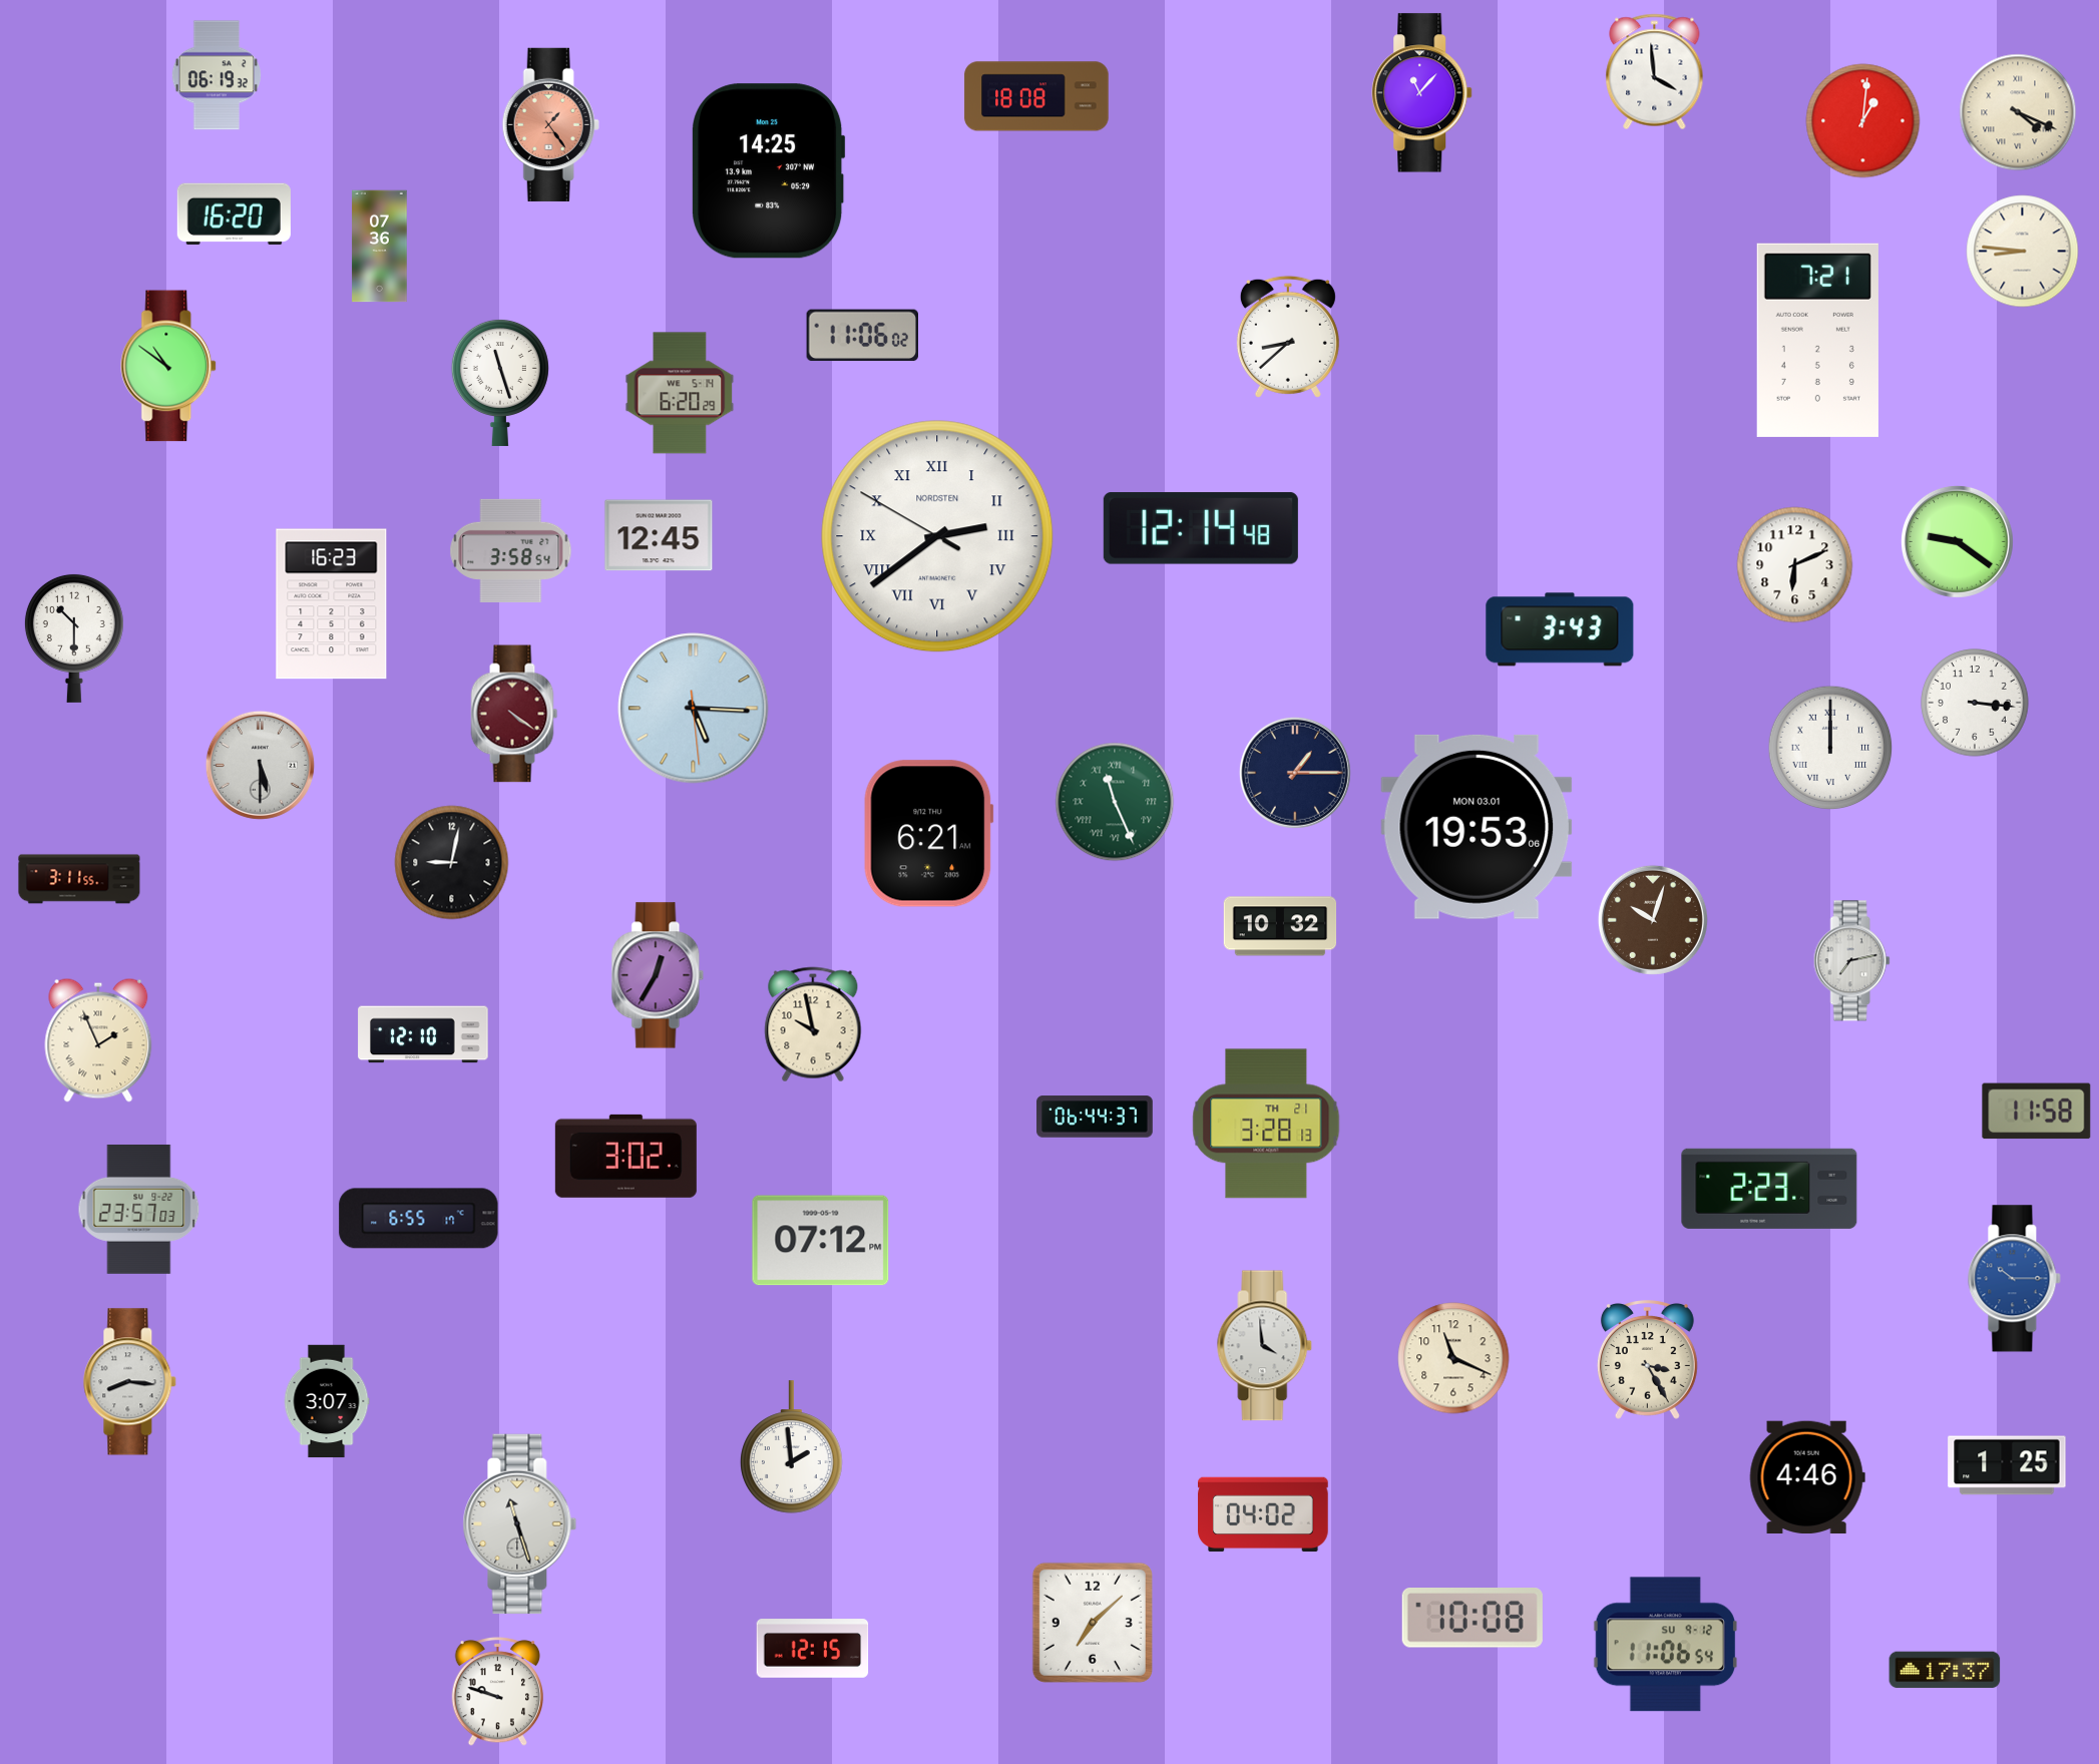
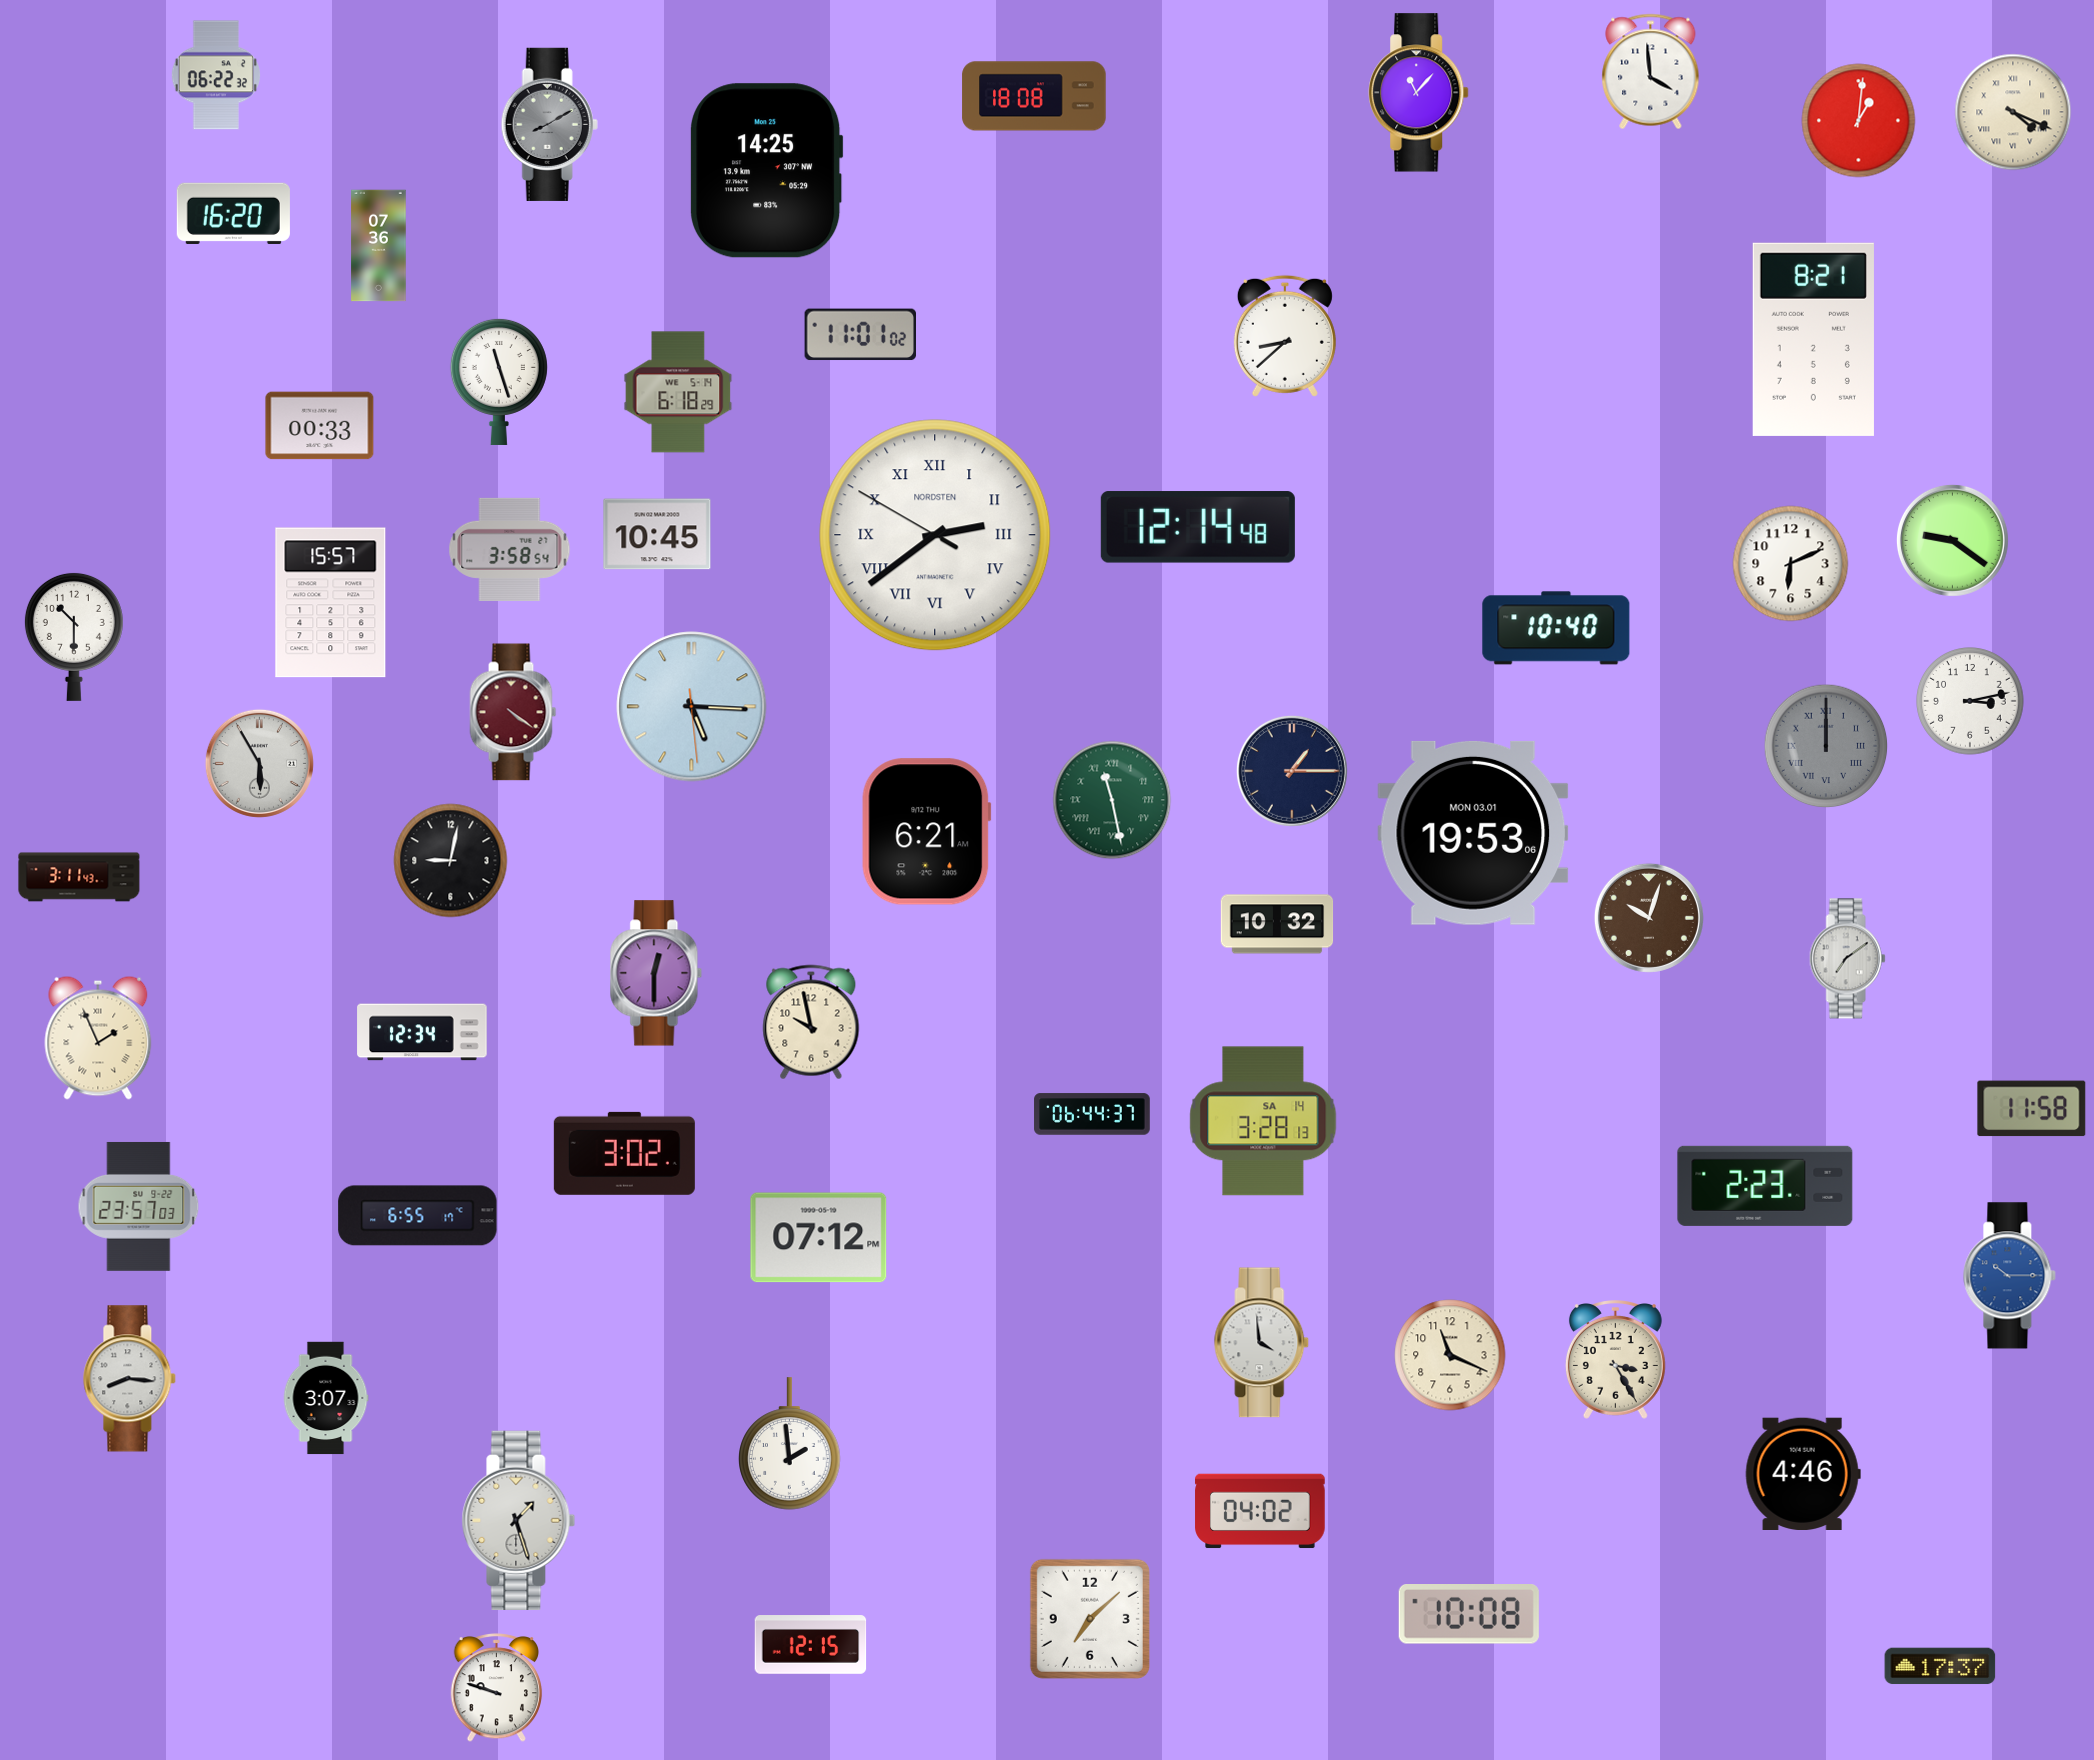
clock at (217, 75): 06:19 -> 06:22
clock at (550, 124): 1:24 -> 8:10
clock at (550, 124) dial: salmon -> grey
clock at (2023, 252): 8:46 -> none
clock at (862, 336): 11:06 -> 11:01
clock at (1817, 340): 7:21 -> 8:21
clock at (169, 366): 10:51 -> none
clock at (680, 393): 6:20 -> 6:18
clock at (320, 426): none -> 00:33
clock at (659, 535): 12:45 -> 10:45
clock at (332, 604): 16:23 -> 15:57
clock at (1560, 629): 3:43 -> 10:40
clock at (1975, 703): 3:16 -> 3:13
clock at (1830, 748) dial: white -> grey
clock at (260, 765): 5:30 -> 5:55
clock at (1115, 802): 11:26 -> 11:28
clock at (1477, 827) position: (1477, 827) -> (1473, 833)
clock at (79, 879): 3:11:55 -> 3:11:43
clock at (1851, 961): 7:13 -> 7:09
clock at (658, 975): 12:35 -> 12:30
clock at (423, 1034): 12:10 -> 12:34
clock at (1266, 1124) date: TH 21 -> SA 14
clock at (1647, 1360) position: (1647, 1360) -> (1615, 1360)
clock at (2007, 1465): 1:25 -> none
clock at (520, 1523): 11:27 -> 1:27
clock at (1665, 1645): 11:06 -> none
